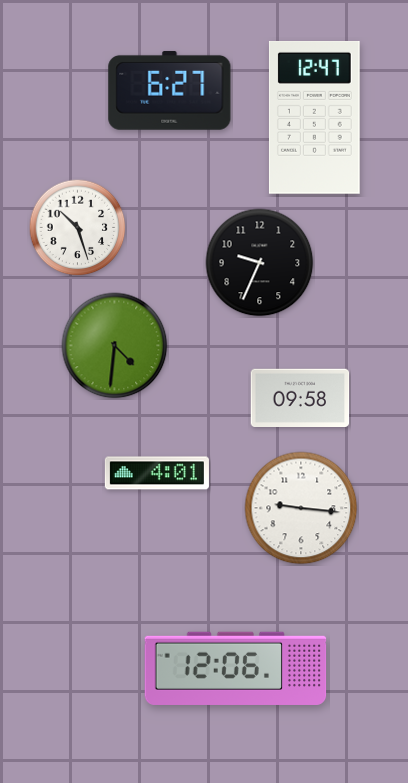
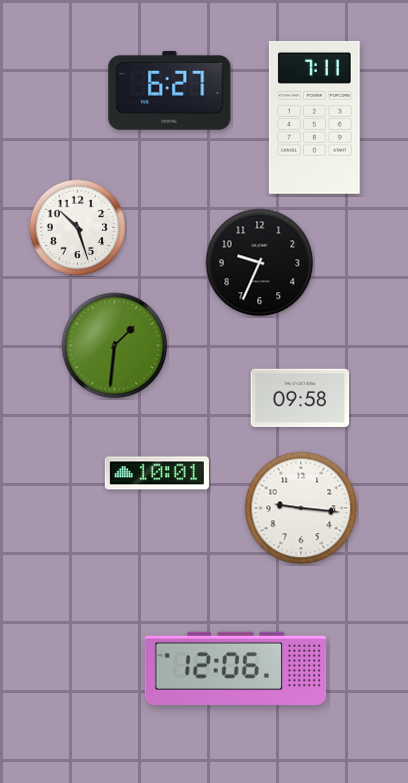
clock at (314, 117): 12:47 -> 7:11
clock at (115, 346): 4:31 -> 1:31
clock at (157, 473): 4:01 -> 10:01
